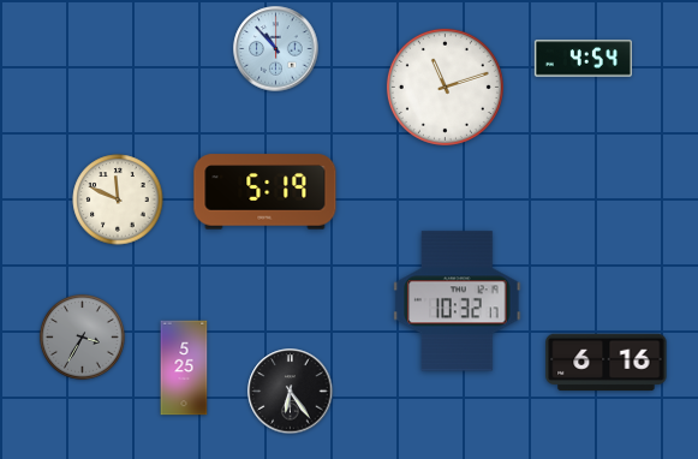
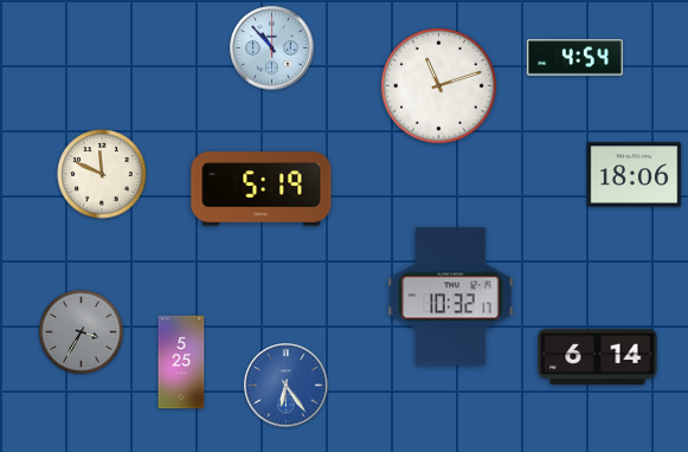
clock at (635, 175): none -> 18:06
clock at (118, 199) position: (118, 199) -> (102, 174)
clock at (607, 363): 6:16 -> 6:14
clock at (291, 392) dial: black -> blue
